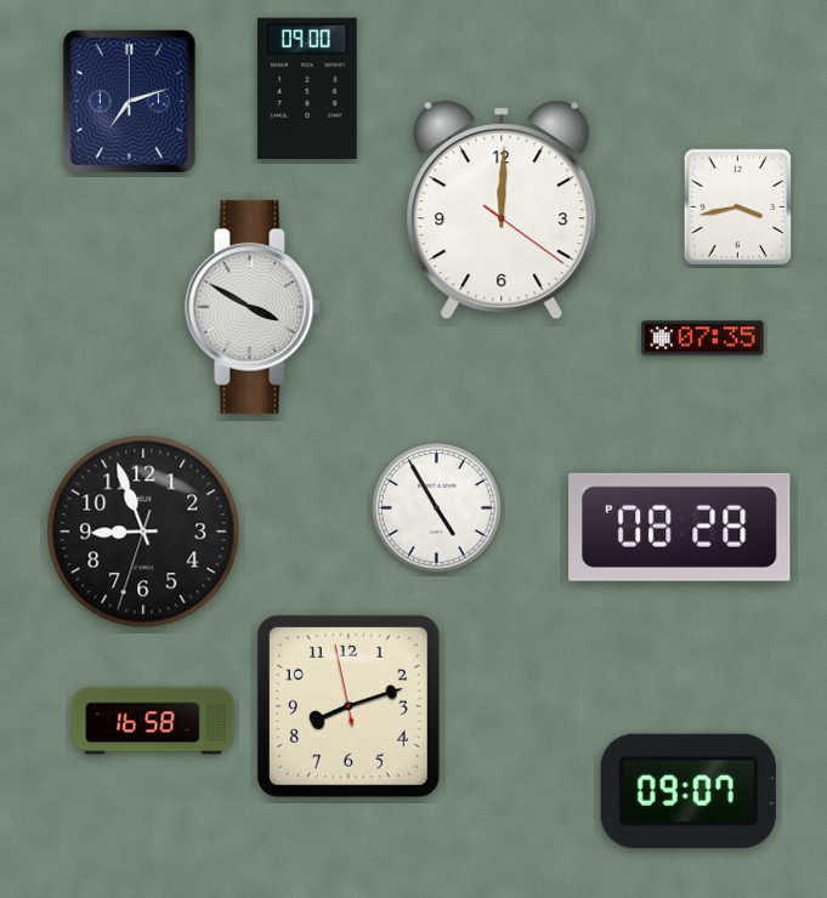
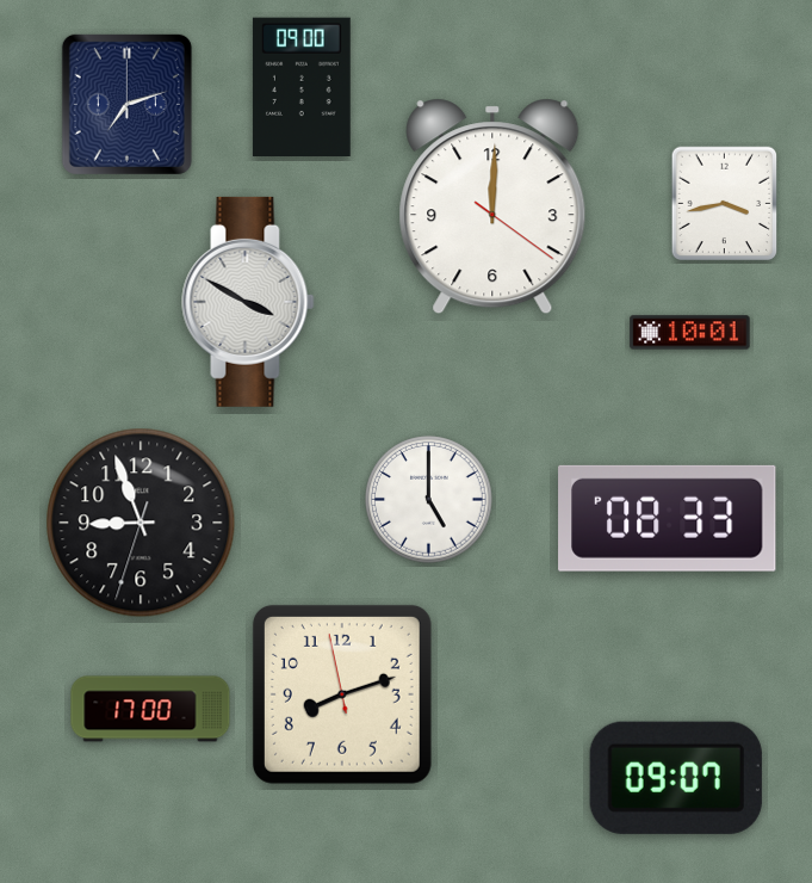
clock at (129, 101) position: (129, 101) -> (126, 104)
clock at (703, 339): 07:35 -> 10:01
clock at (437, 508): 4:55 -> 5:00
clock at (680, 527): 08:28 -> 08:33
clock at (153, 721): 16:58 -> 17:00
